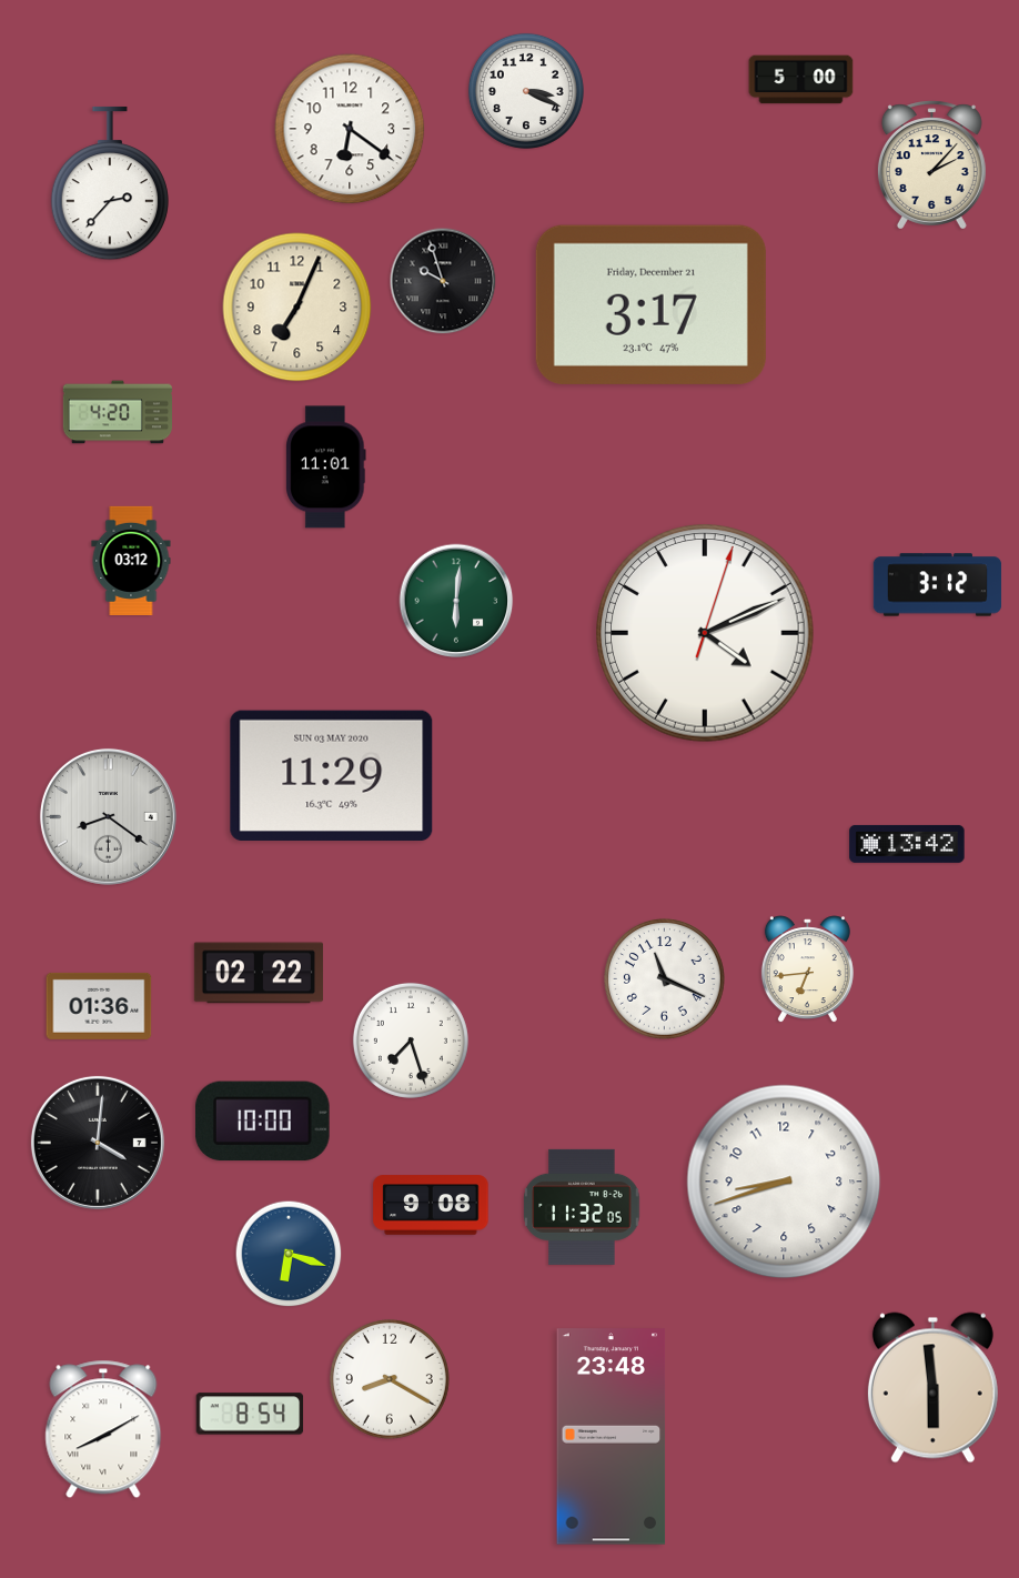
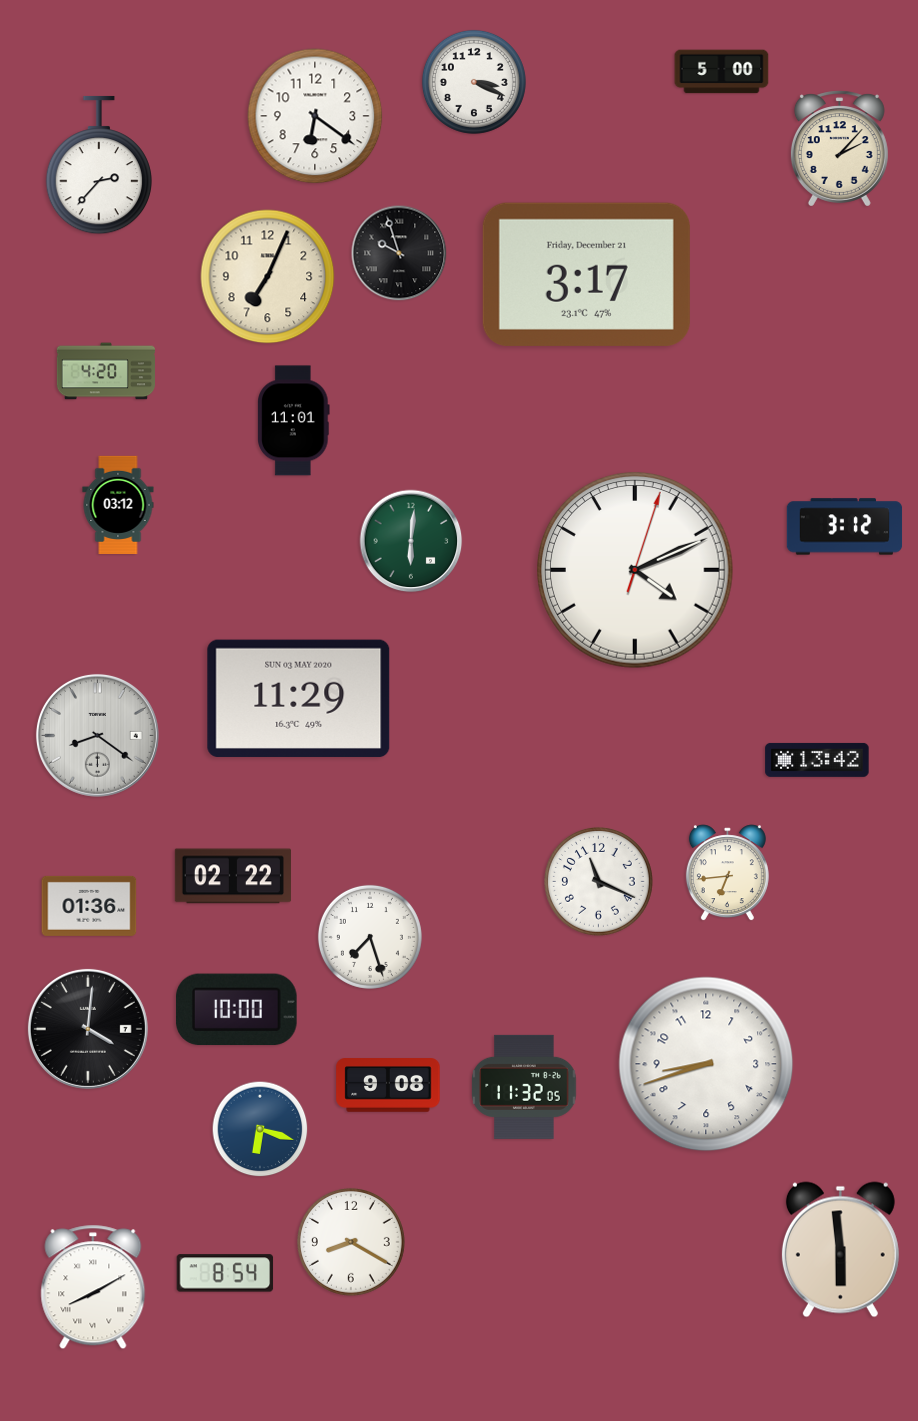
clock at (612, 1437): 23:48 -> none
